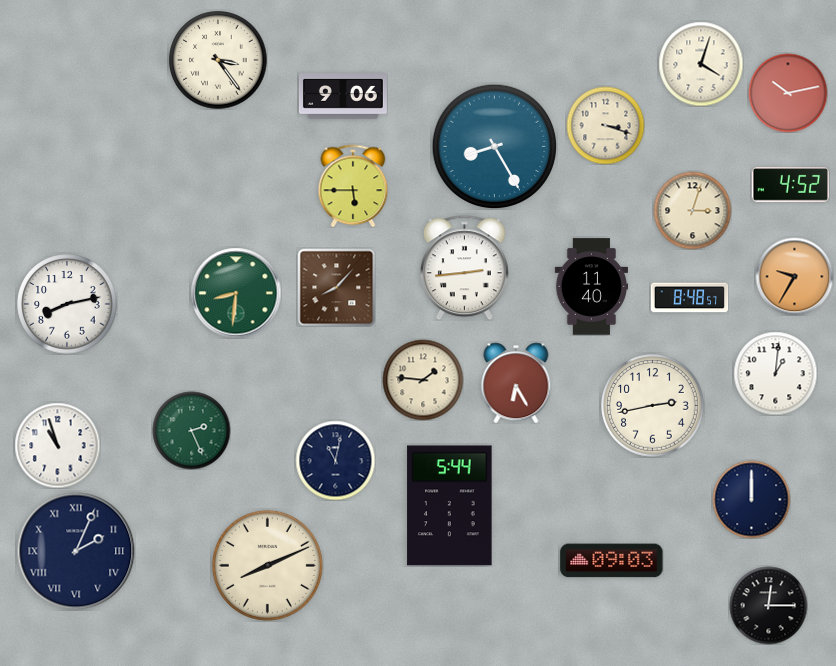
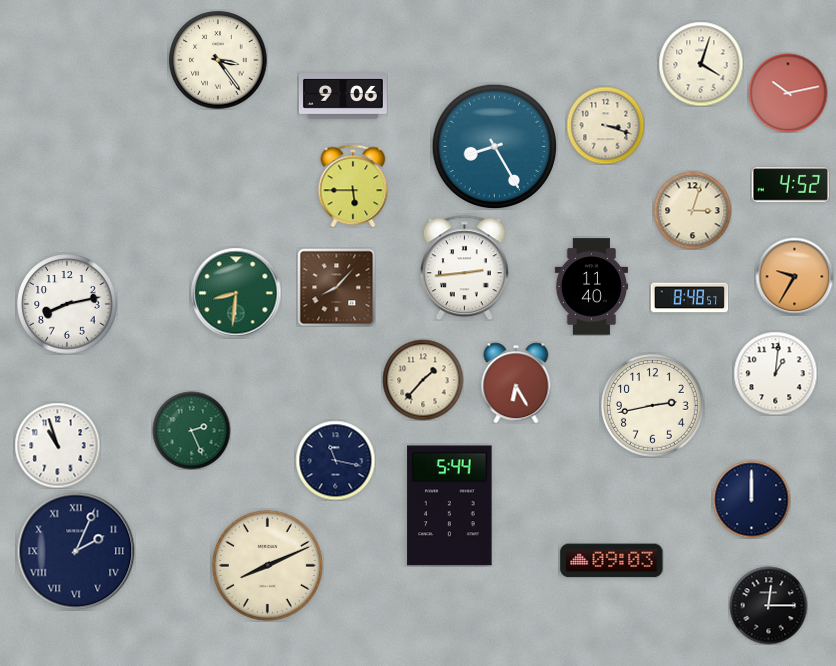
clock at (423, 380): 1:46 -> 1:37
clock at (335, 460): 11:02 -> 11:17
